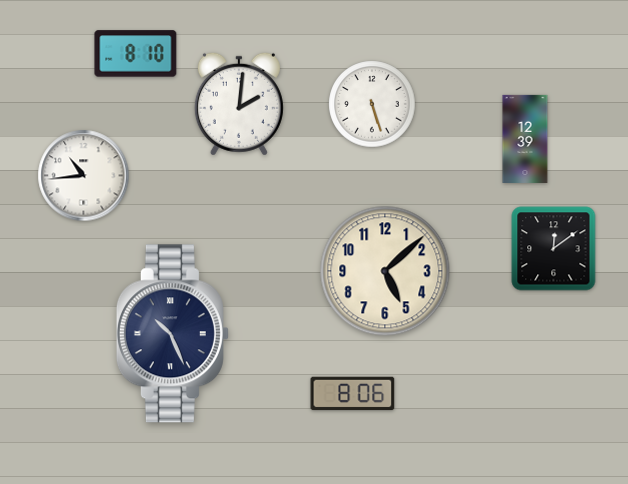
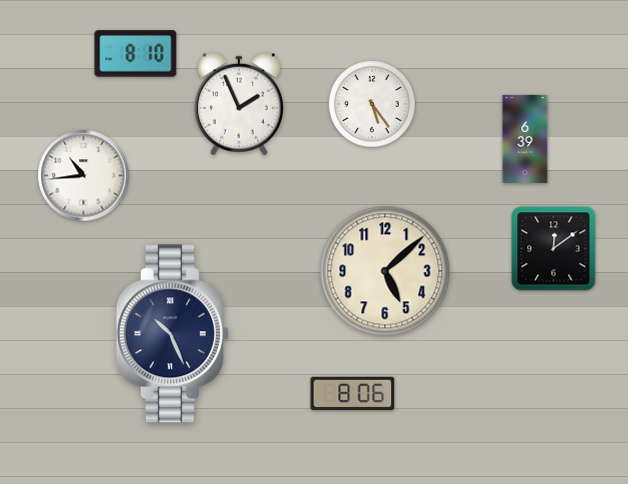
clock at (239, 104): 2:01 -> 1:56
clock at (372, 104): 5:27 -> 5:24
clock at (525, 139): 12:39 -> 6:39
